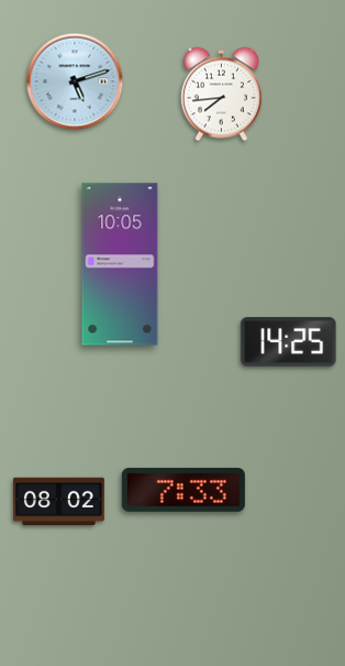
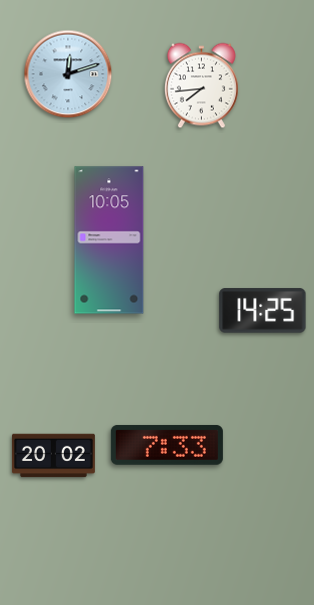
clock at (75, 81): 5:12 -> 12:12
clock at (58, 502): 08:02 -> 20:02
